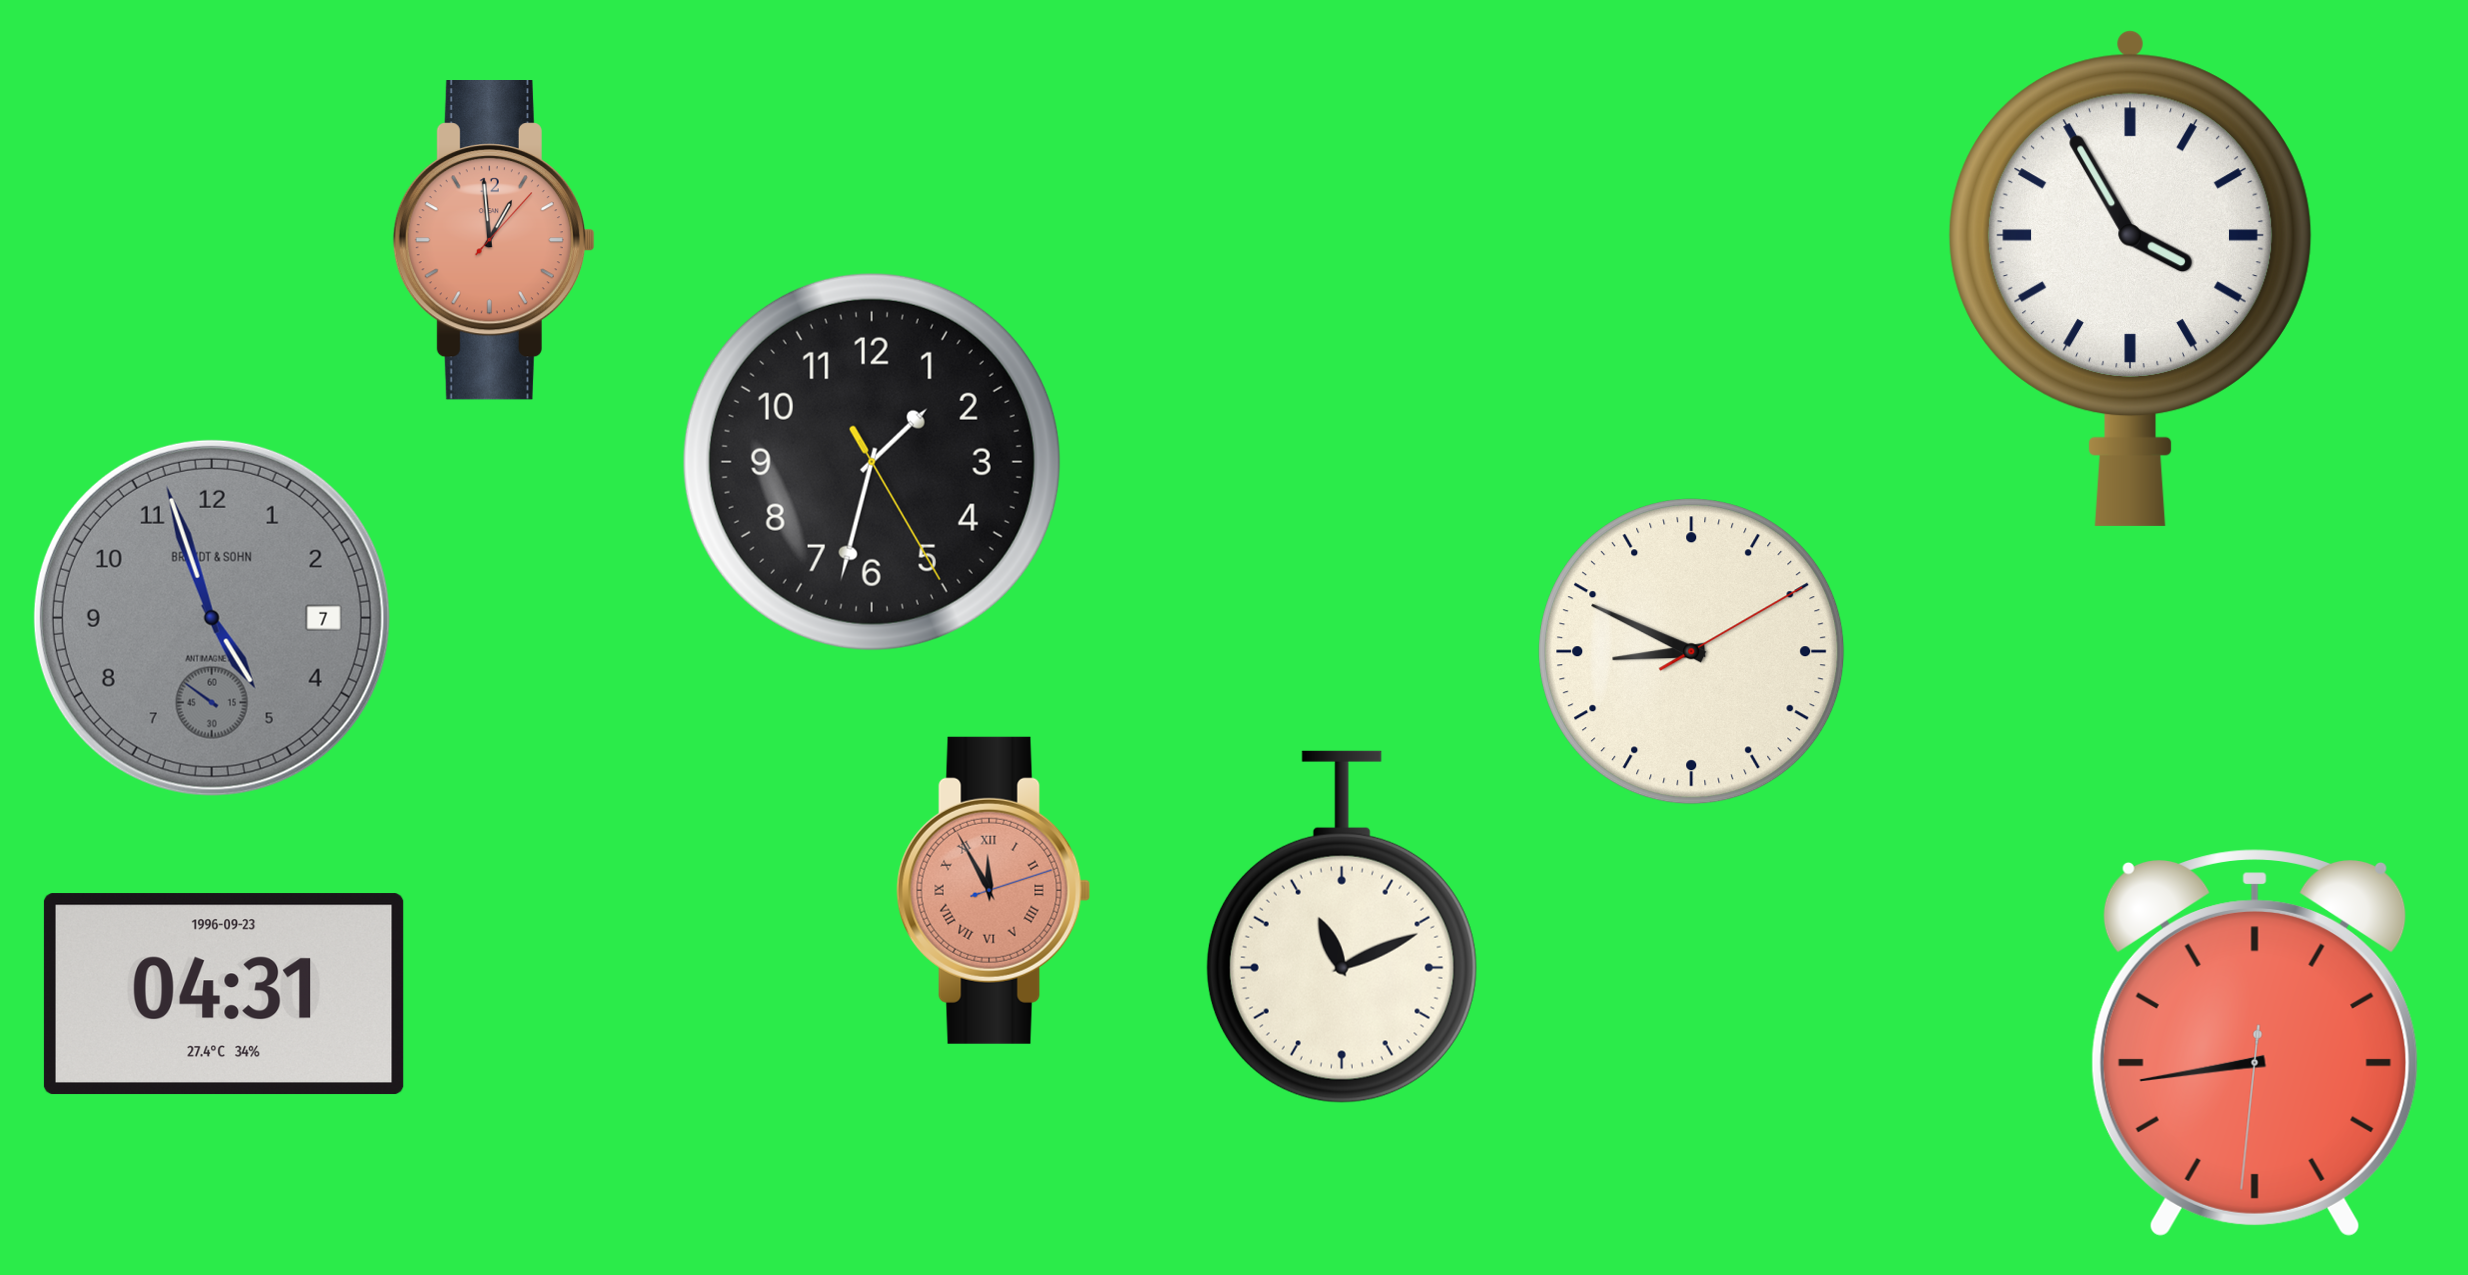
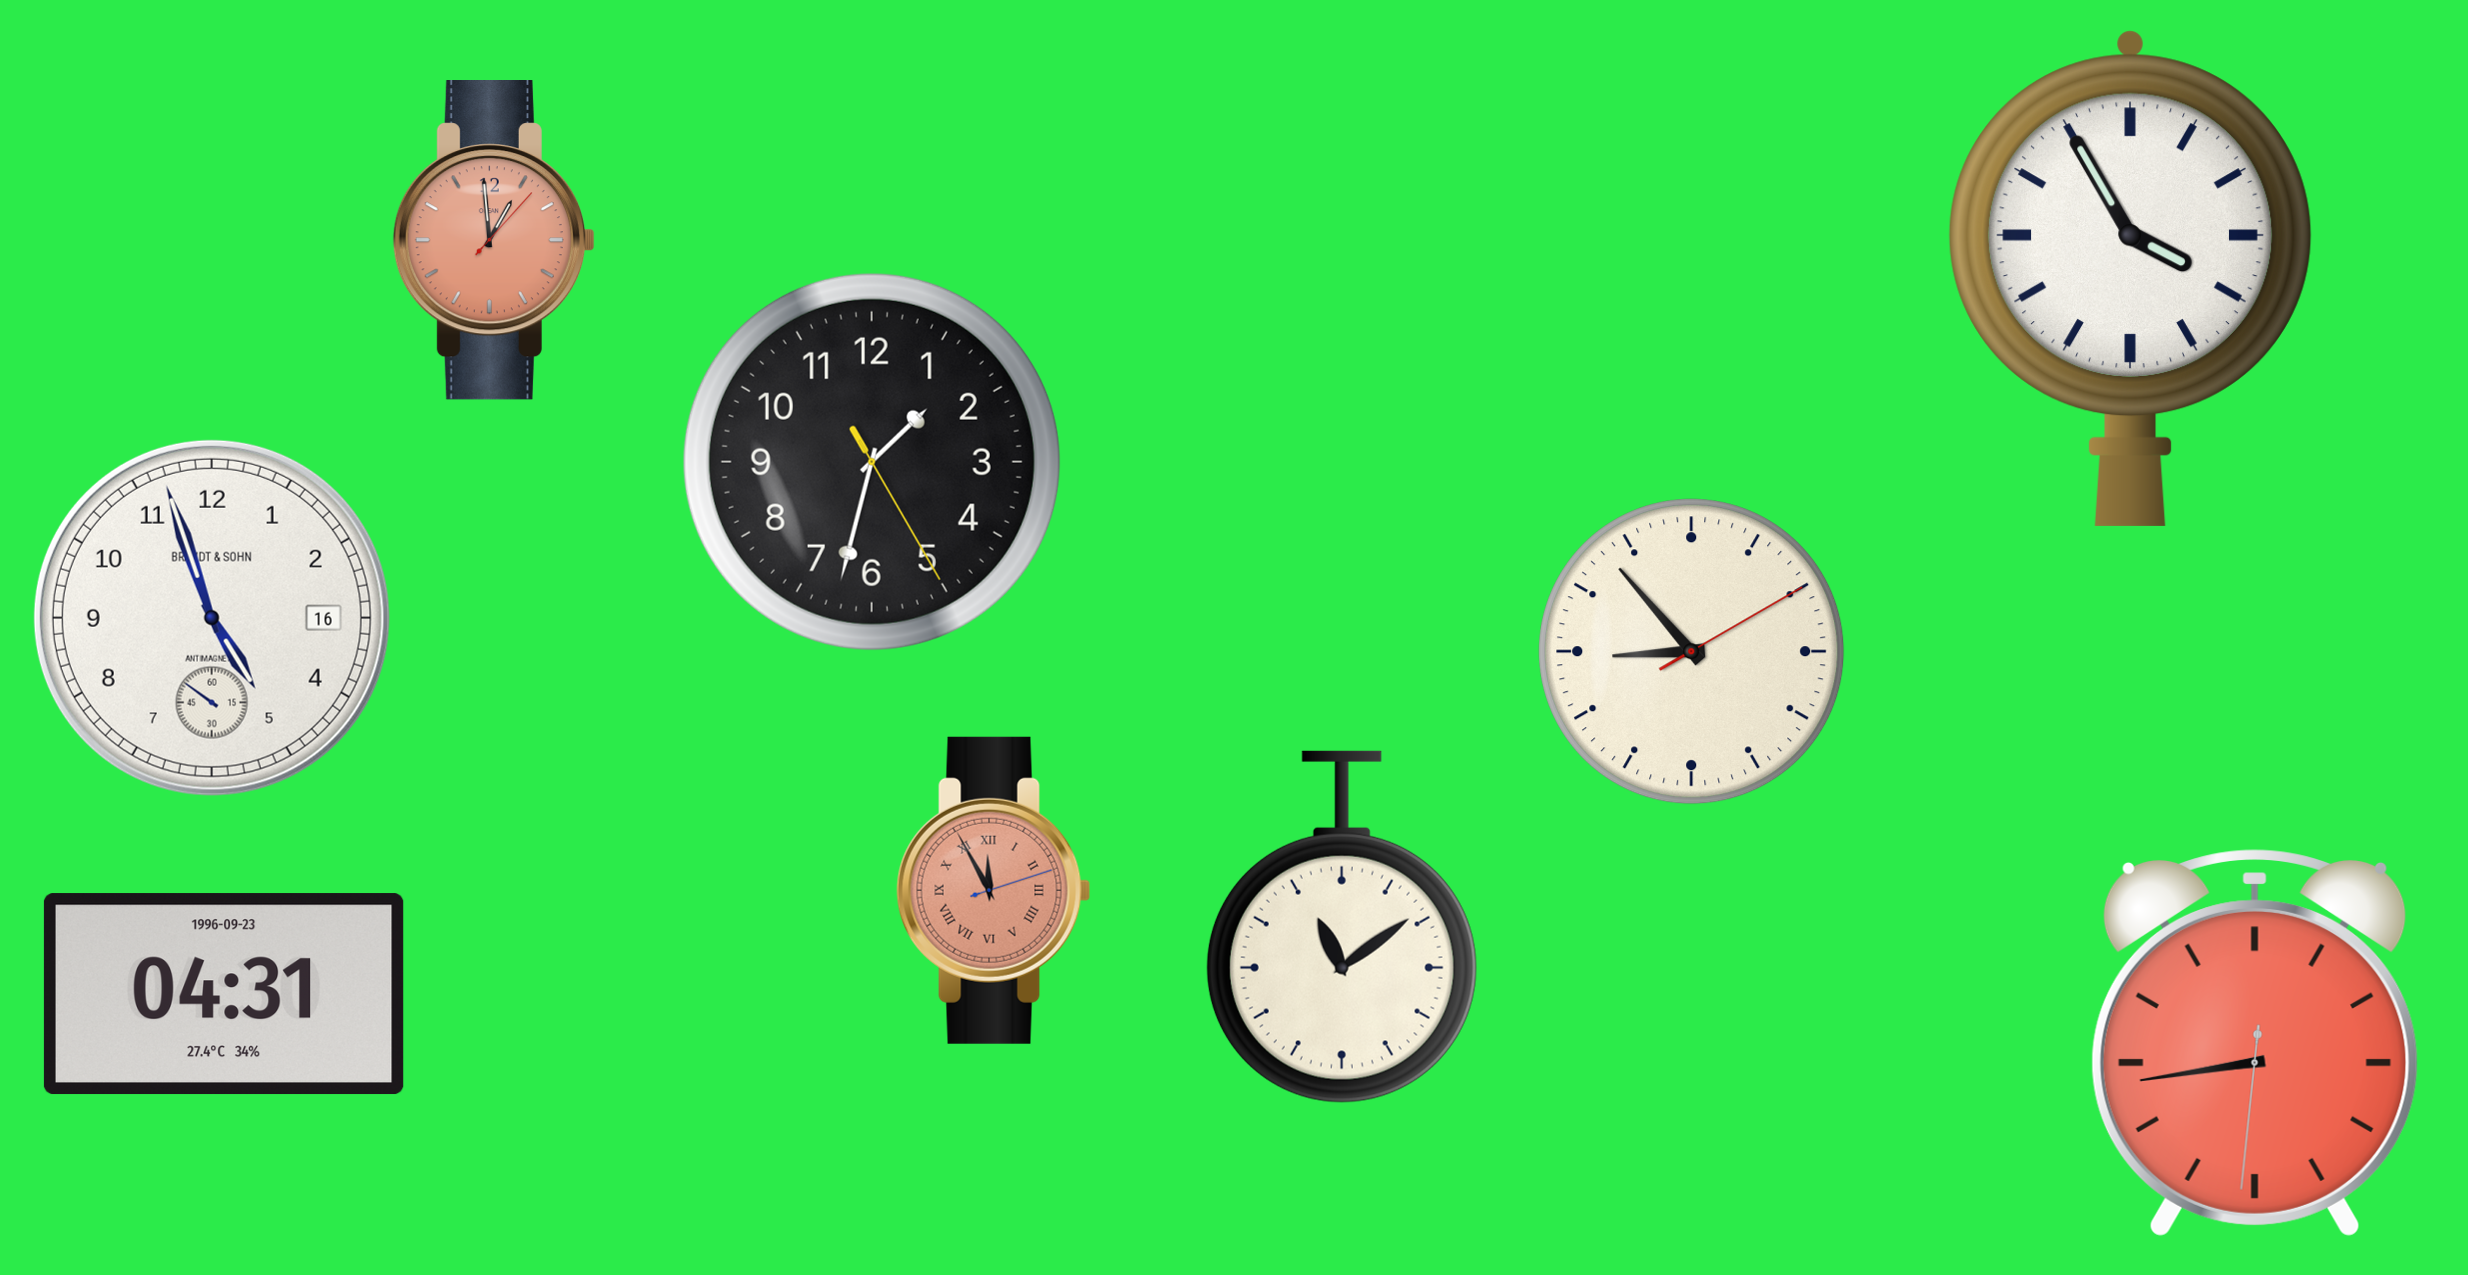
clock at (212, 618) date: 7 -> 16
clock at (212, 618) dial: grey -> white
clock at (1692, 652): 8:49 -> 8:53
clock at (1342, 927): 11:11 -> 11:09
